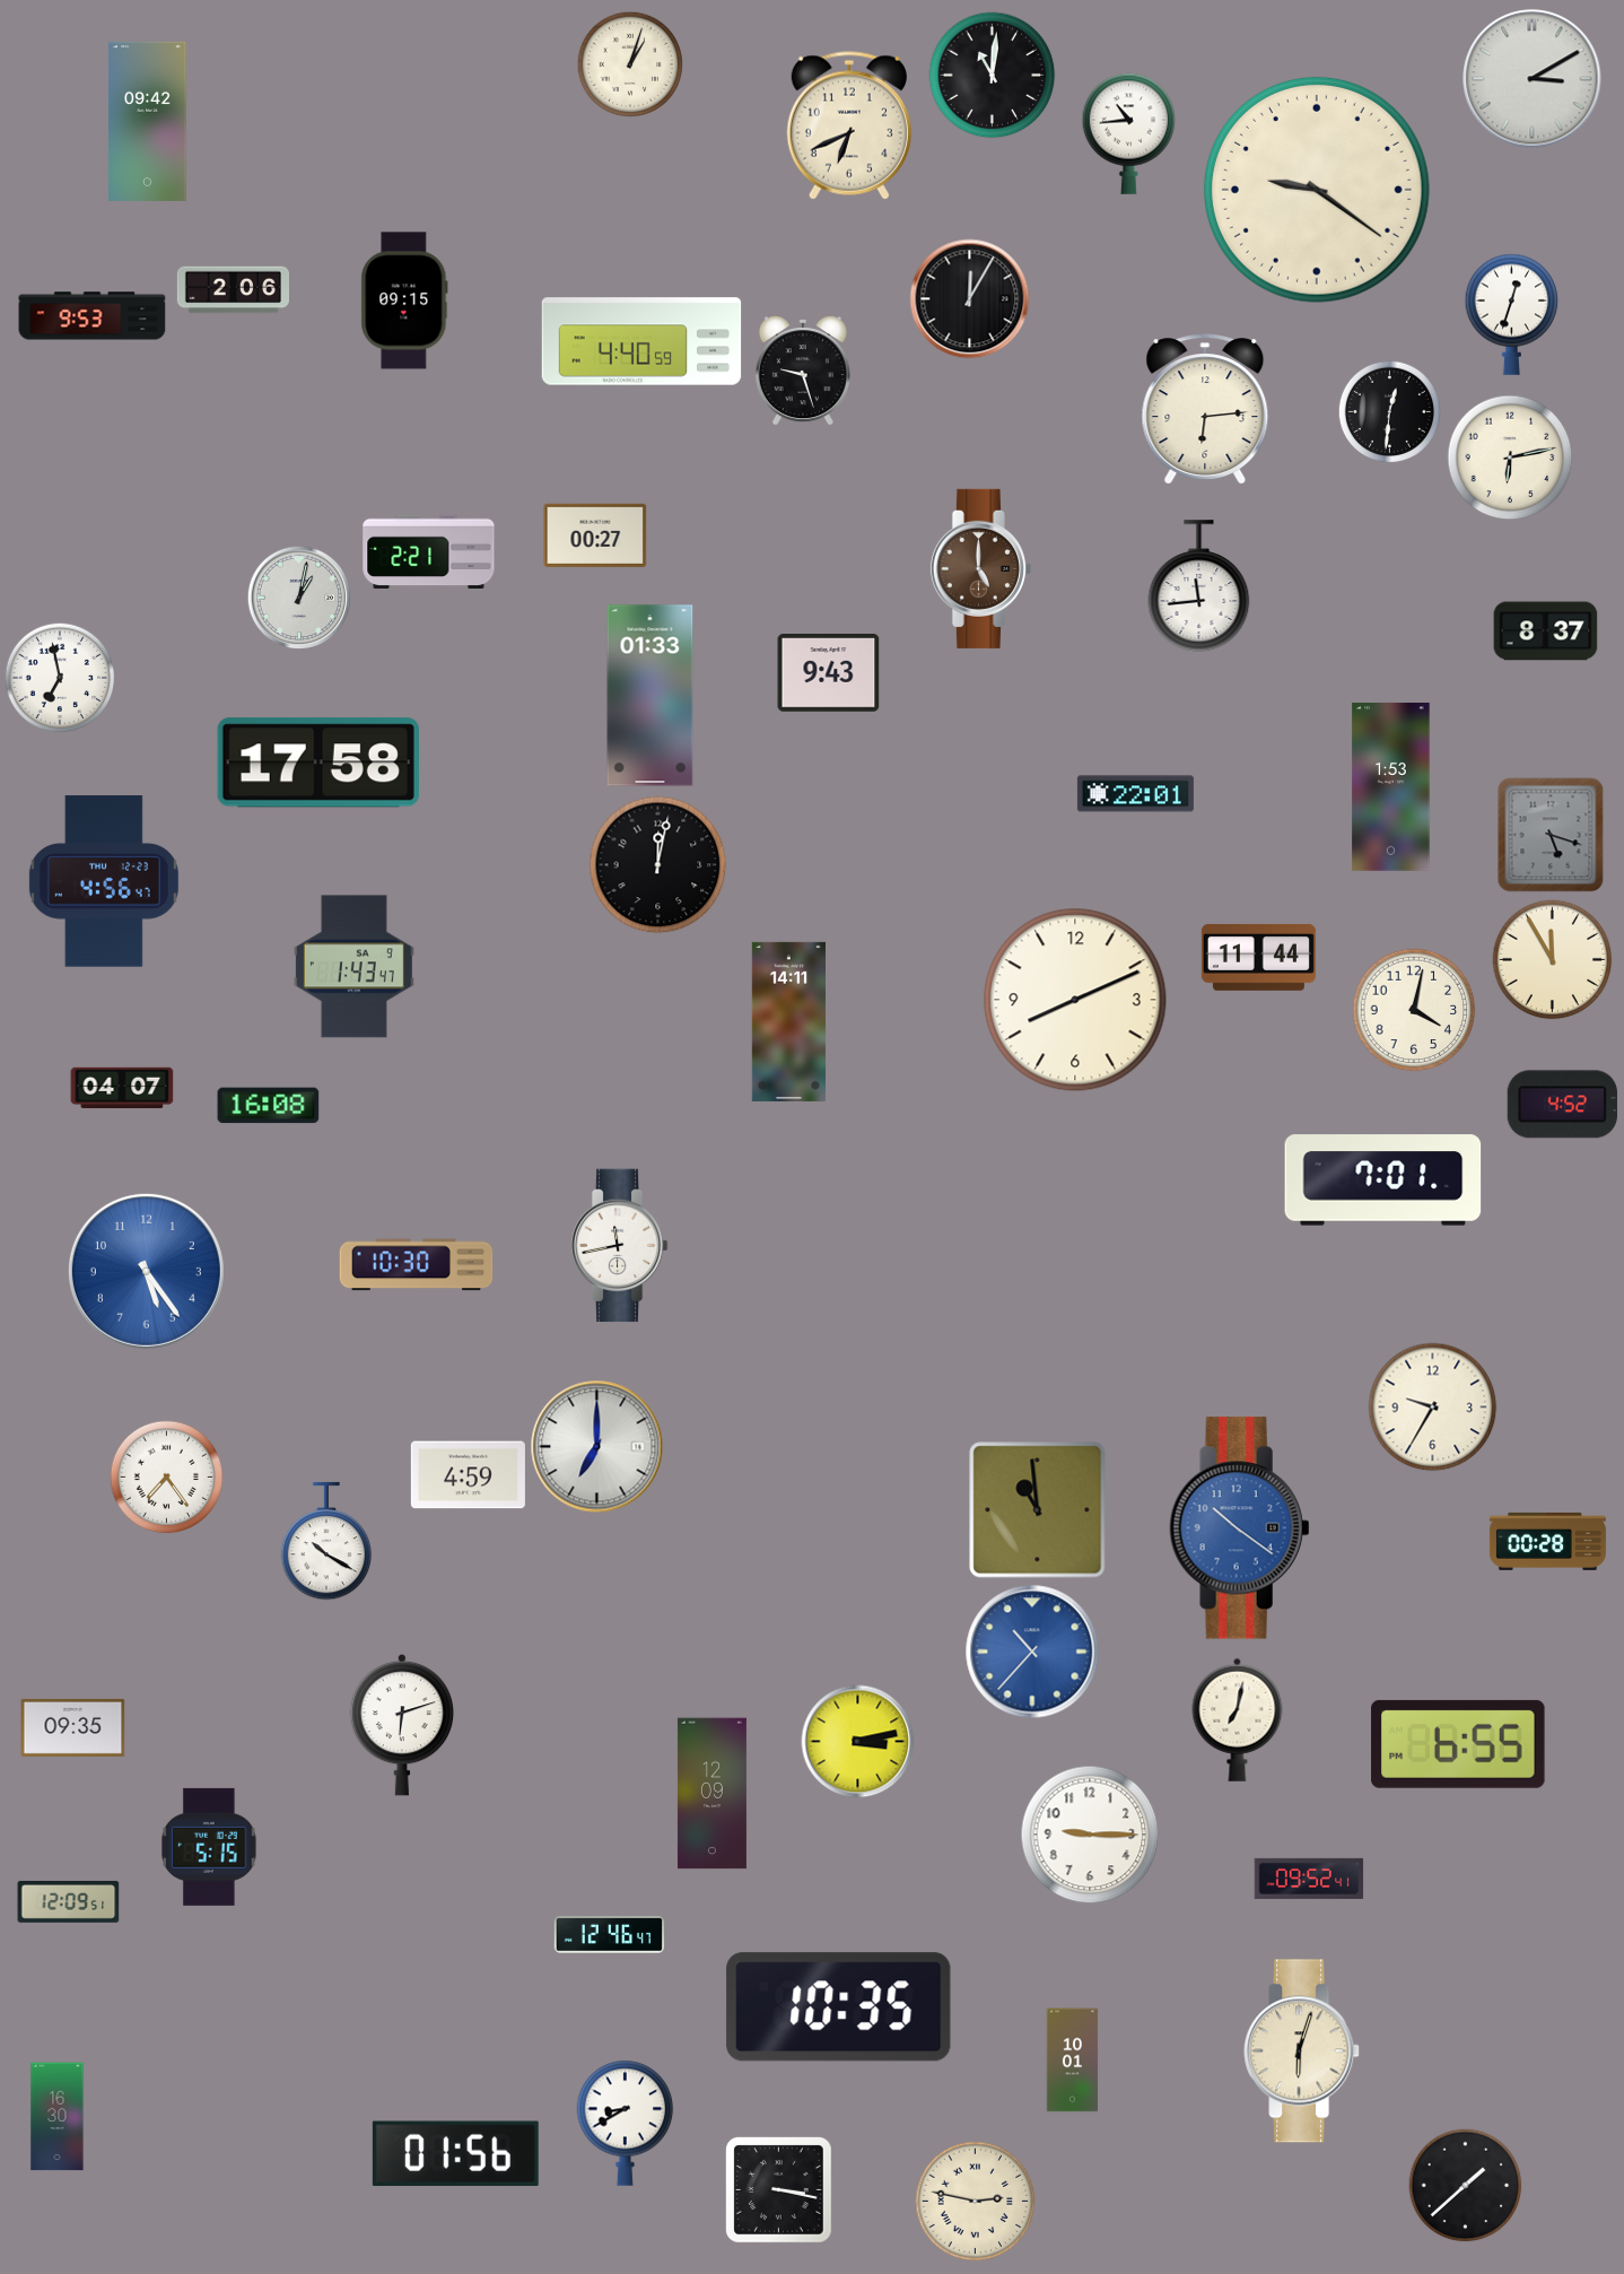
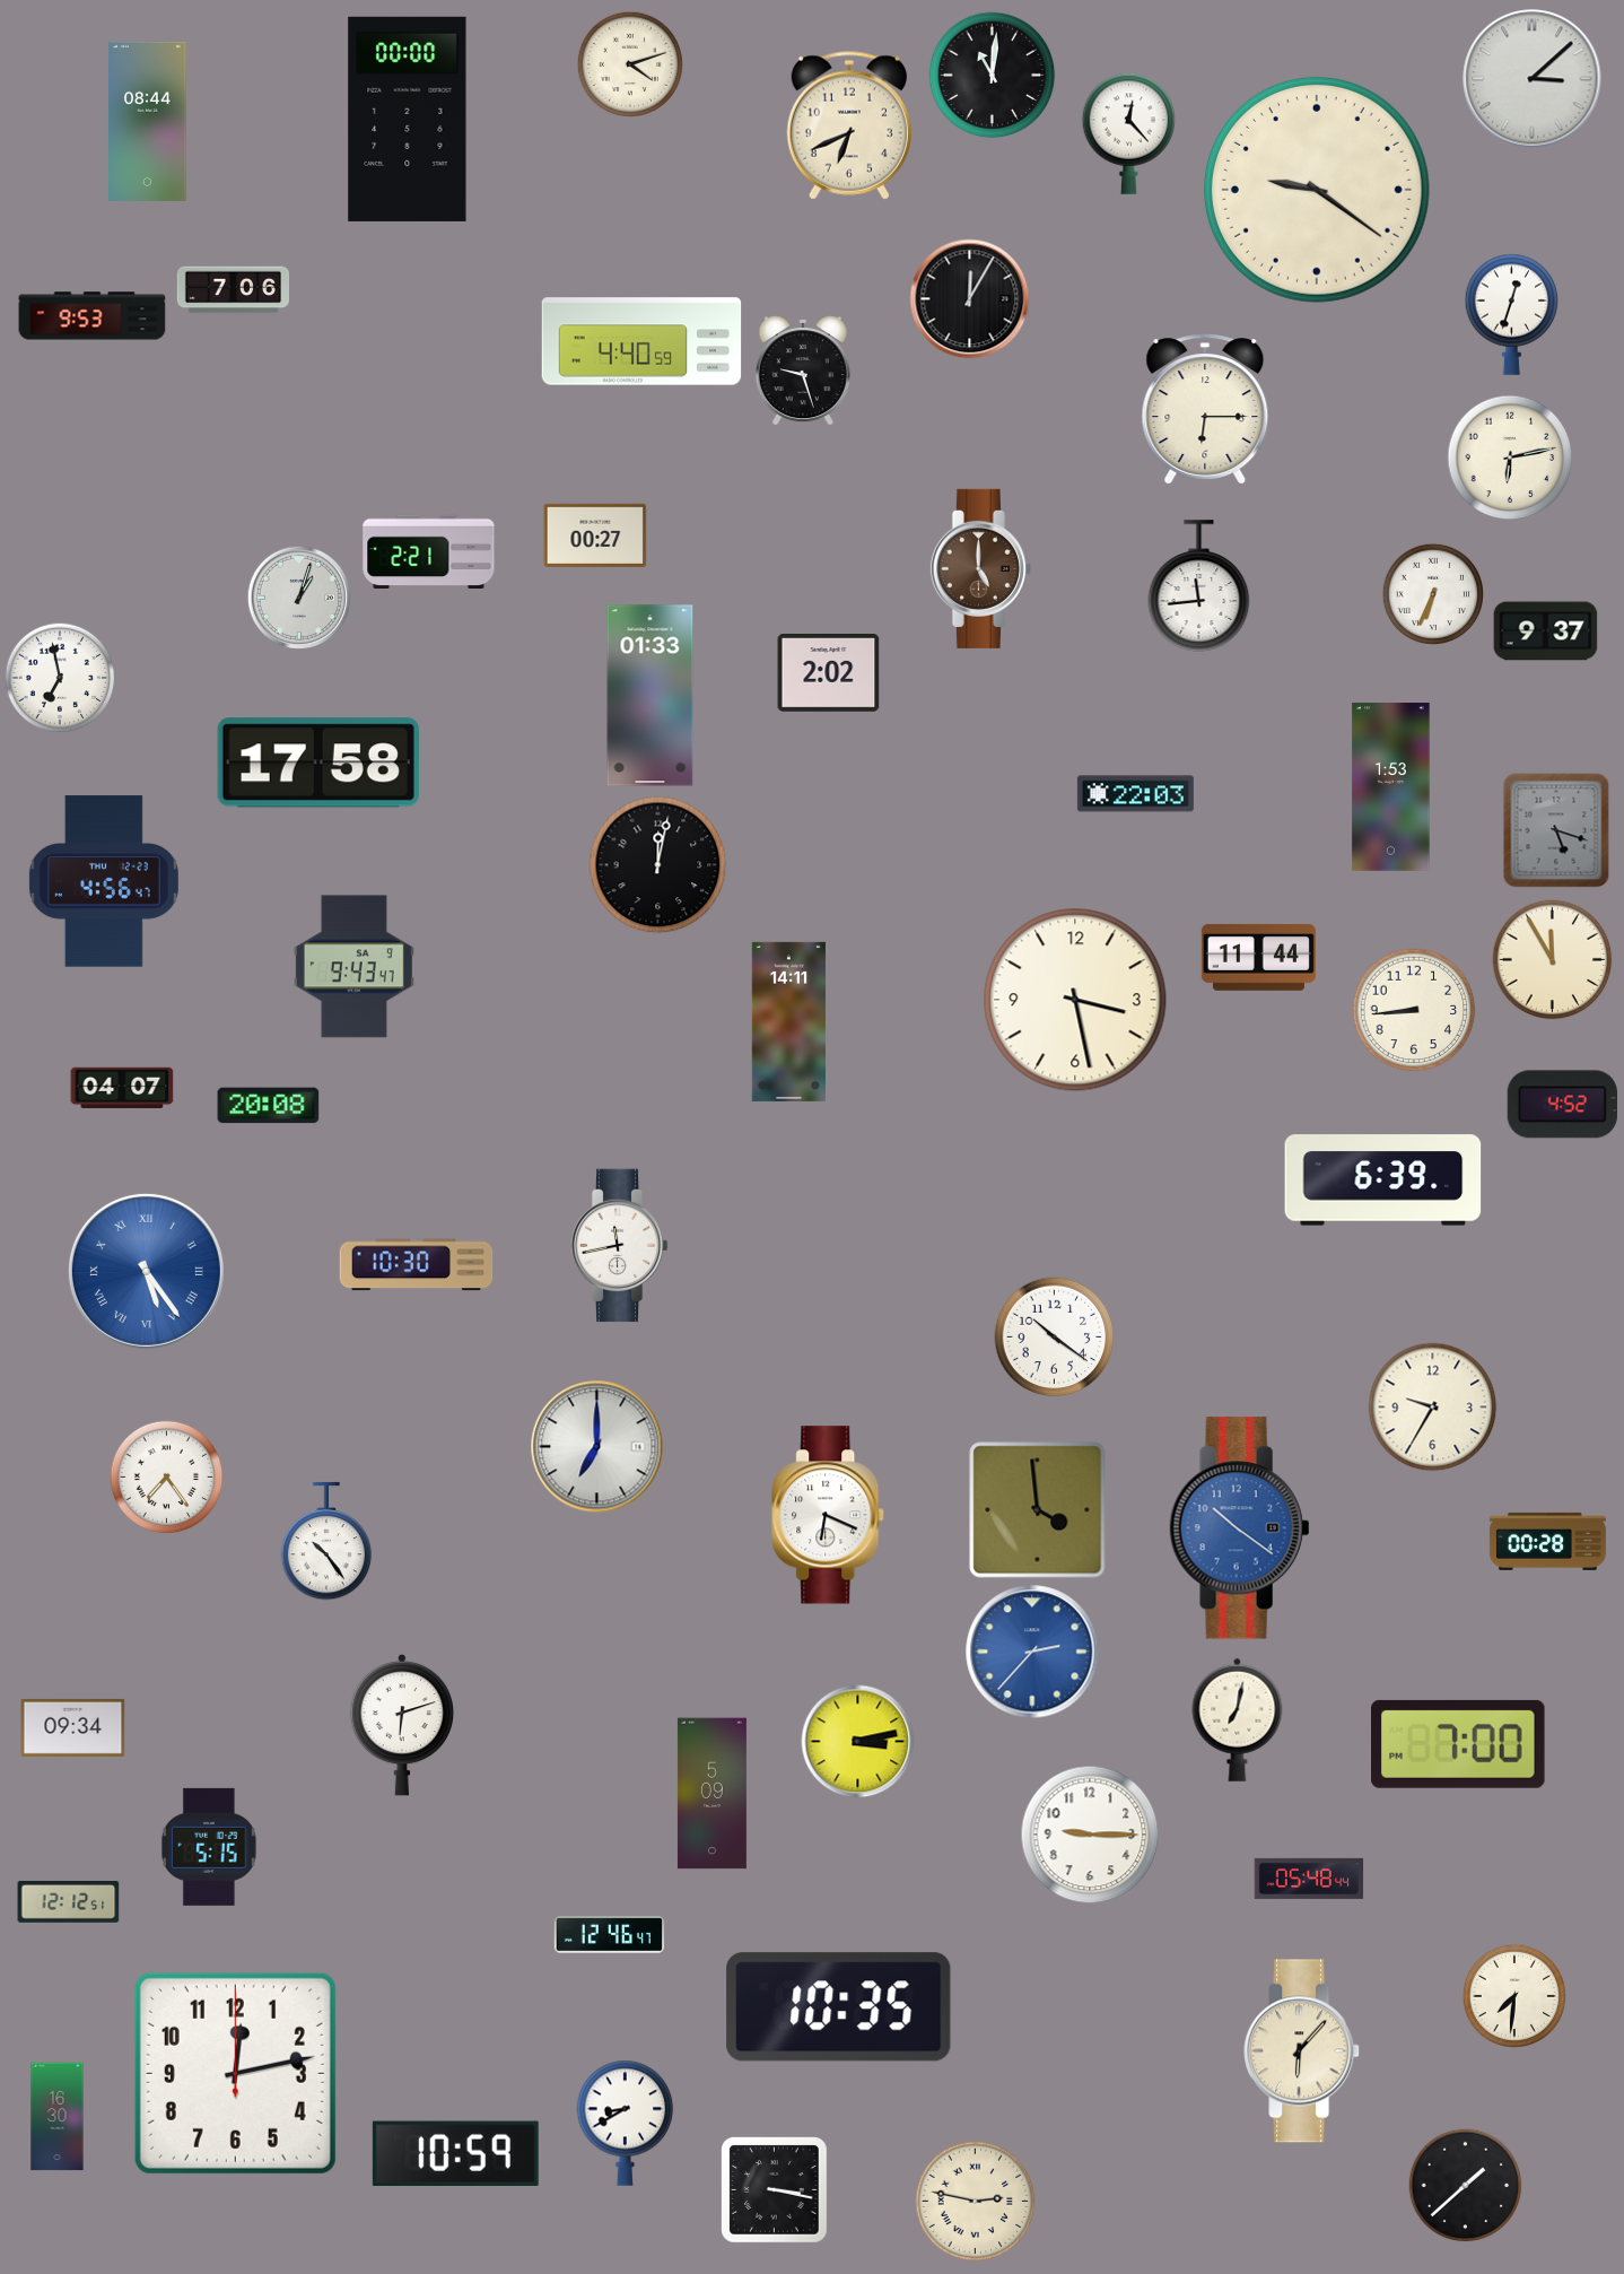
clock at (630, 64): 1:03 -> 4:12
clock at (1533, 79): 3:10 -> 3:08
clock at (408, 119): none -> 00:00
clock at (148, 121): 09:42 -> 08:44
clock at (1129, 133): 10:44 -> 12:23
clock at (233, 290): 2:06 -> 7:06
clock at (404, 300): 09:15 -> none
clock at (1205, 409): 6:14 -> 6:15
clock at (1389, 411): 12:31 -> none
clock at (1432, 593): none -> 6:34
clock at (299, 598): 1:02 -> 1:03
clock at (1546, 631): 8:37 -> 9:37
clock at (829, 673): 9:43 -> 2:02
clock at (1135, 794): 22:01 -> 22:03
clock at (1551, 835) position: (1551, 835) -> (1556, 830)
clock at (353, 967): 1:43 -> 9:43
clock at (1075, 1000): 8:11 -> 3:28
clock at (1414, 1010): 4:02 -> 8:44
clock at (269, 1106): 16:08 -> 20:08
clock at (1383, 1180): 7:01 -> 6:39
clock at (146, 1271) numerals: Arabic -> Roman
clock at (1055, 1338): none -> 10:21
clock at (468, 1475): 4:59 -> none
clock at (1038, 1510): 10:59 -> 3:59
clock at (829, 1515): none -> 6:19
clock at (326, 1541): 10:20 -> 10:24
clock at (1032, 1652): 10:37 -> 2:37
clock at (73, 1727): 09:35 -> 09:34
clock at (1458, 1744): 6:55 -> 7:00
clock at (711, 1794): 12:09 -> 5:09
clock at (1309, 1879): 09:52 -> 05:48
clock at (69, 1901): 12:09 -> 12:12
clock at (1513, 1995): none -> 7:31
clock at (1302, 2051): 6:03 -> 6:07
clock at (1073, 2060): 10:01 -> none
clock at (235, 2073): none -> 12:13
clock at (455, 2153): 01:56 -> 10:59
clock at (779, 2190) position: (779, 2190) -> (775, 2190)
